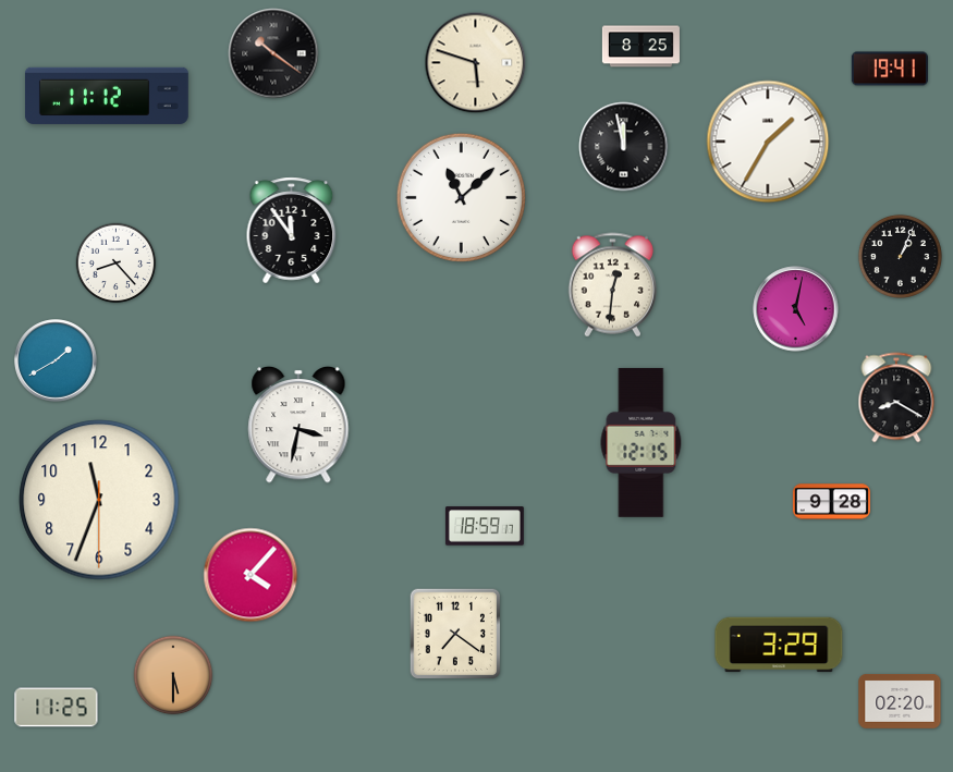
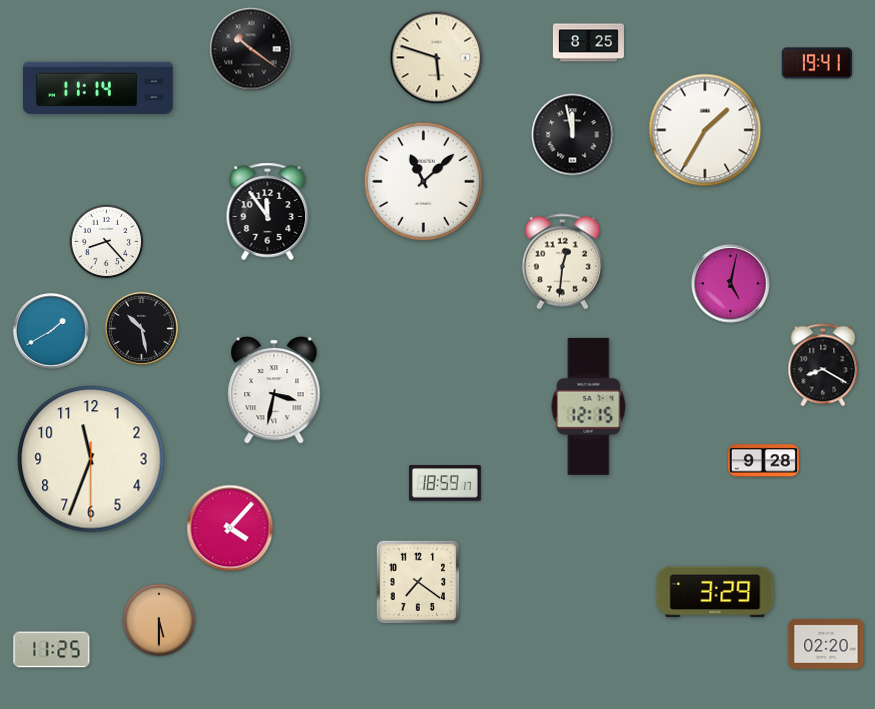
clock at (107, 96): 11:12 -> 11:14
clock at (900, 256): 1:04 -> none
clock at (141, 328): none -> 10:28
